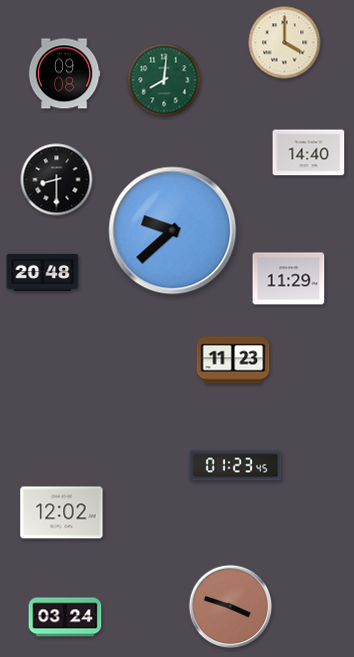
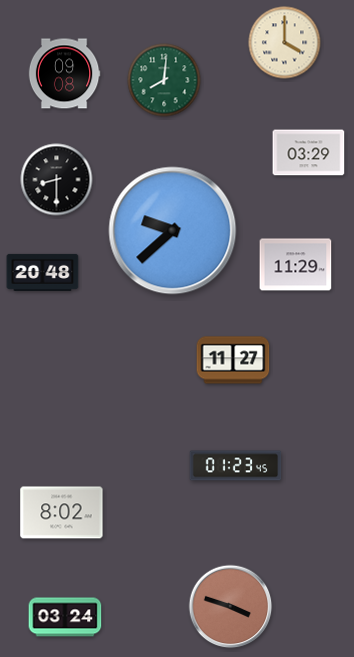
clock at (309, 153): 14:40 -> 03:29
clock at (289, 279) position: (289, 279) -> (296, 265)
clock at (233, 360): 11:23 -> 11:27
clock at (62, 513): 12:02 -> 8:02
